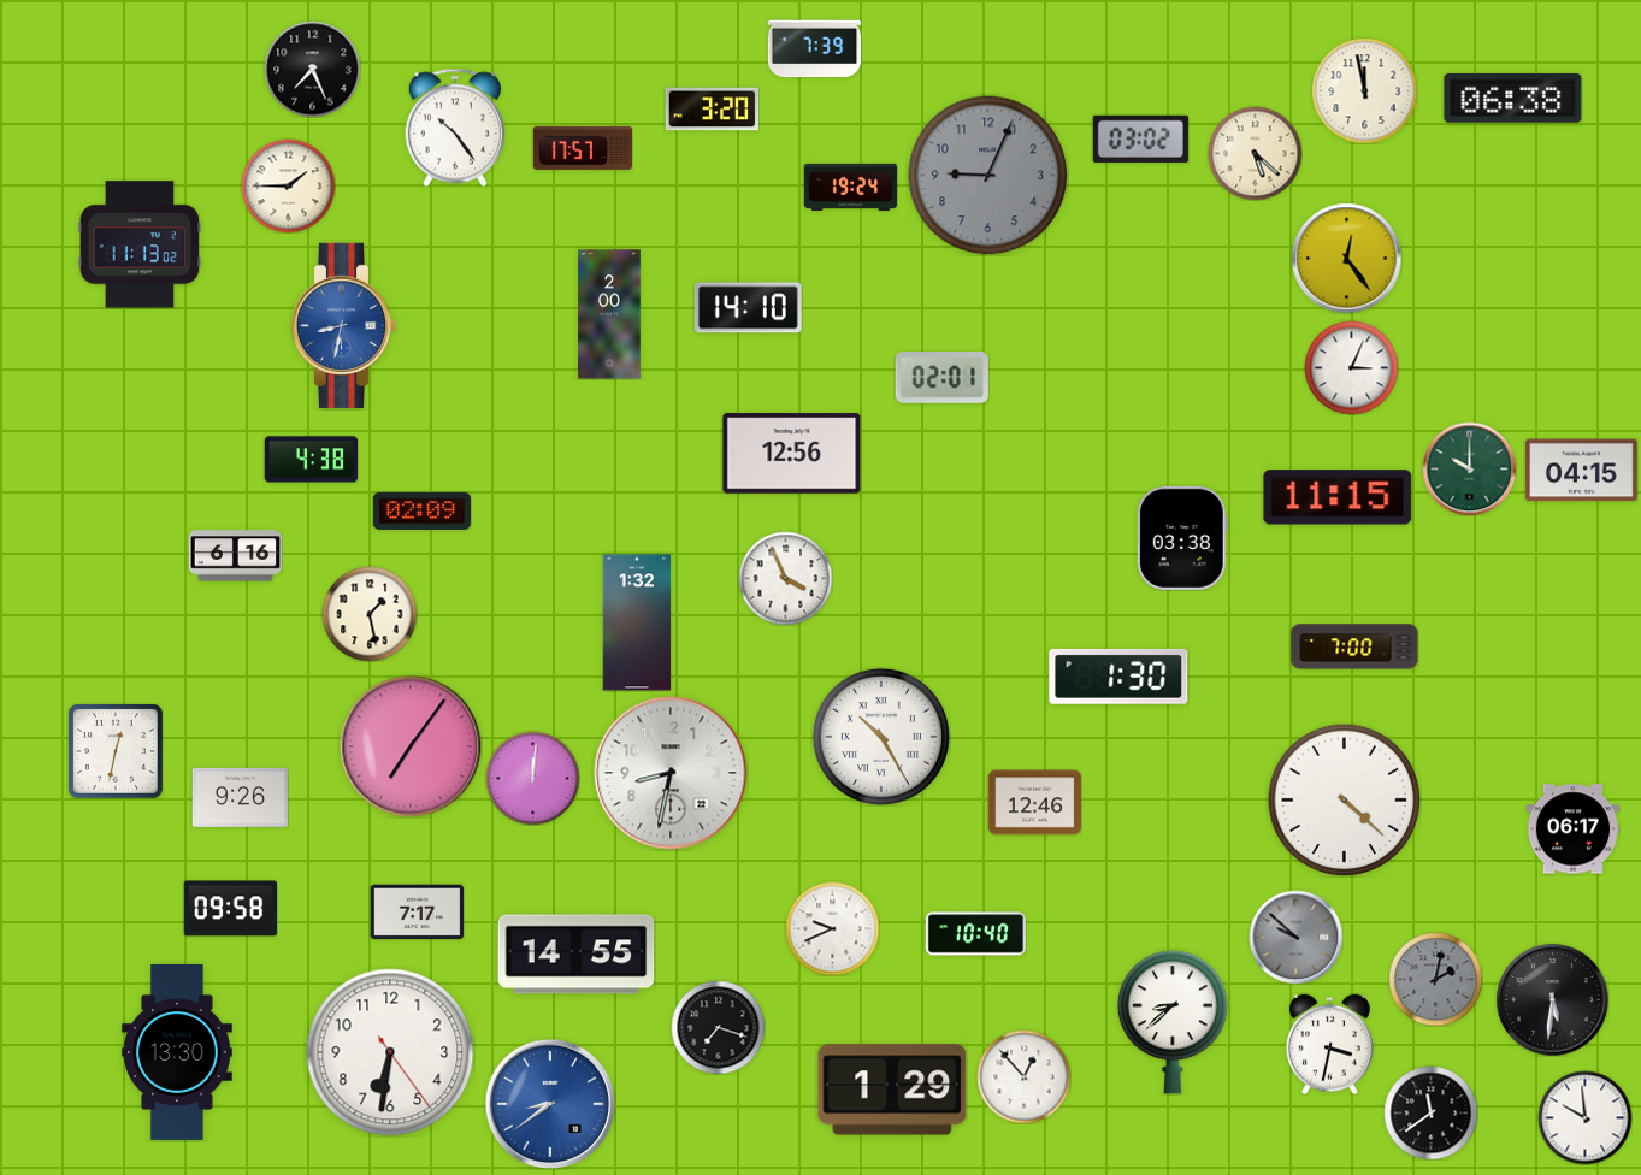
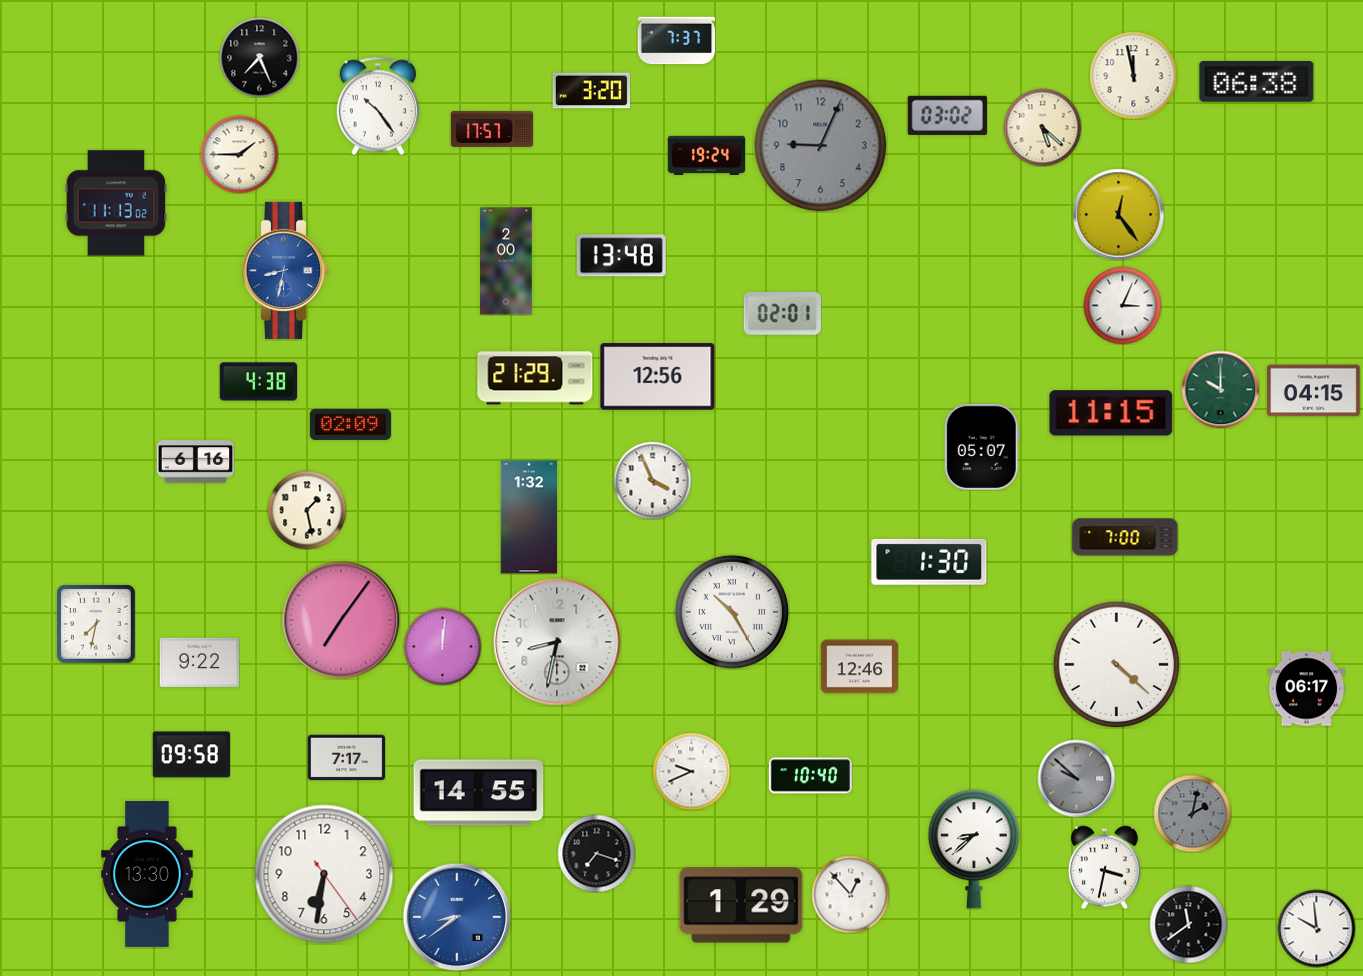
clock at (814, 49): 7:39 -> 7:37
clock at (583, 148) position: (583, 148) -> (492, 129)
clock at (748, 308): 14:10 -> 13:48
clock at (535, 378): none -> 21:29
clock at (1182, 538): 03:38 -> 05:07
clock at (116, 751): 12:32 -> 7:32
clock at (240, 797): 9:26 -> 9:22
clock at (1552, 999): 5:31 -> none
